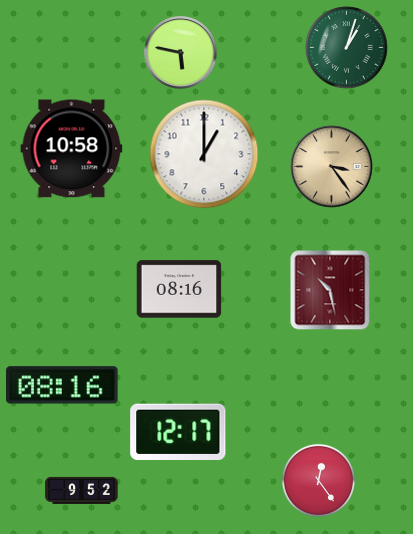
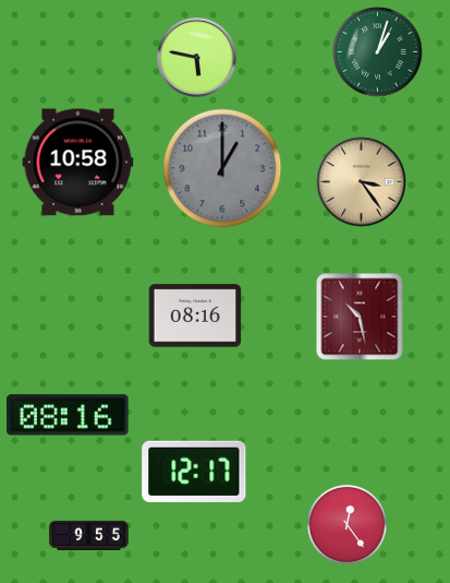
clock at (204, 154) dial: white -> grey
clock at (62, 385) position: (62, 385) -> (68, 415)
clock at (82, 490): 9:52 -> 9:55
